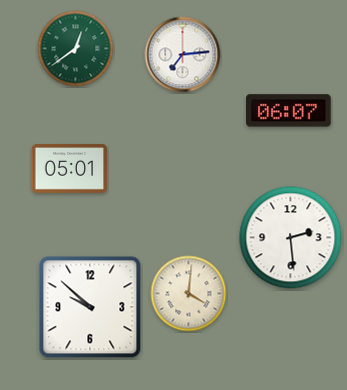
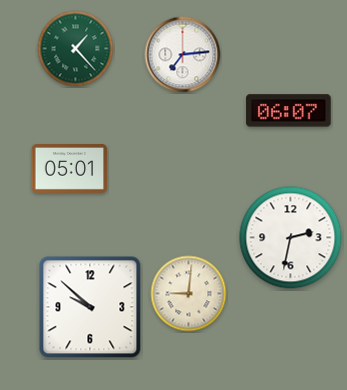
clock at (76, 49): 12:39 -> 1:23
clock at (291, 238): 2:29 -> 2:32
clock at (189, 294): 4:01 -> 9:01
